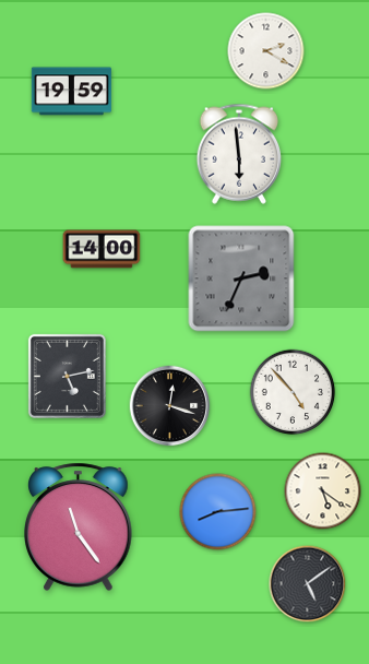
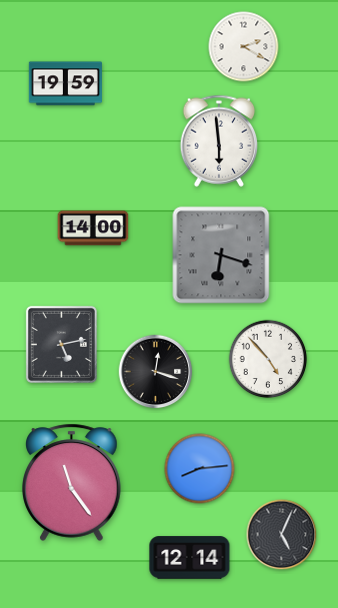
clock at (241, 278): 2:34 -> 6:18
clock at (323, 491): 5:21 -> none
clock at (308, 584): 5:09 -> 5:04
clock at (190, 558): none -> 12:14
